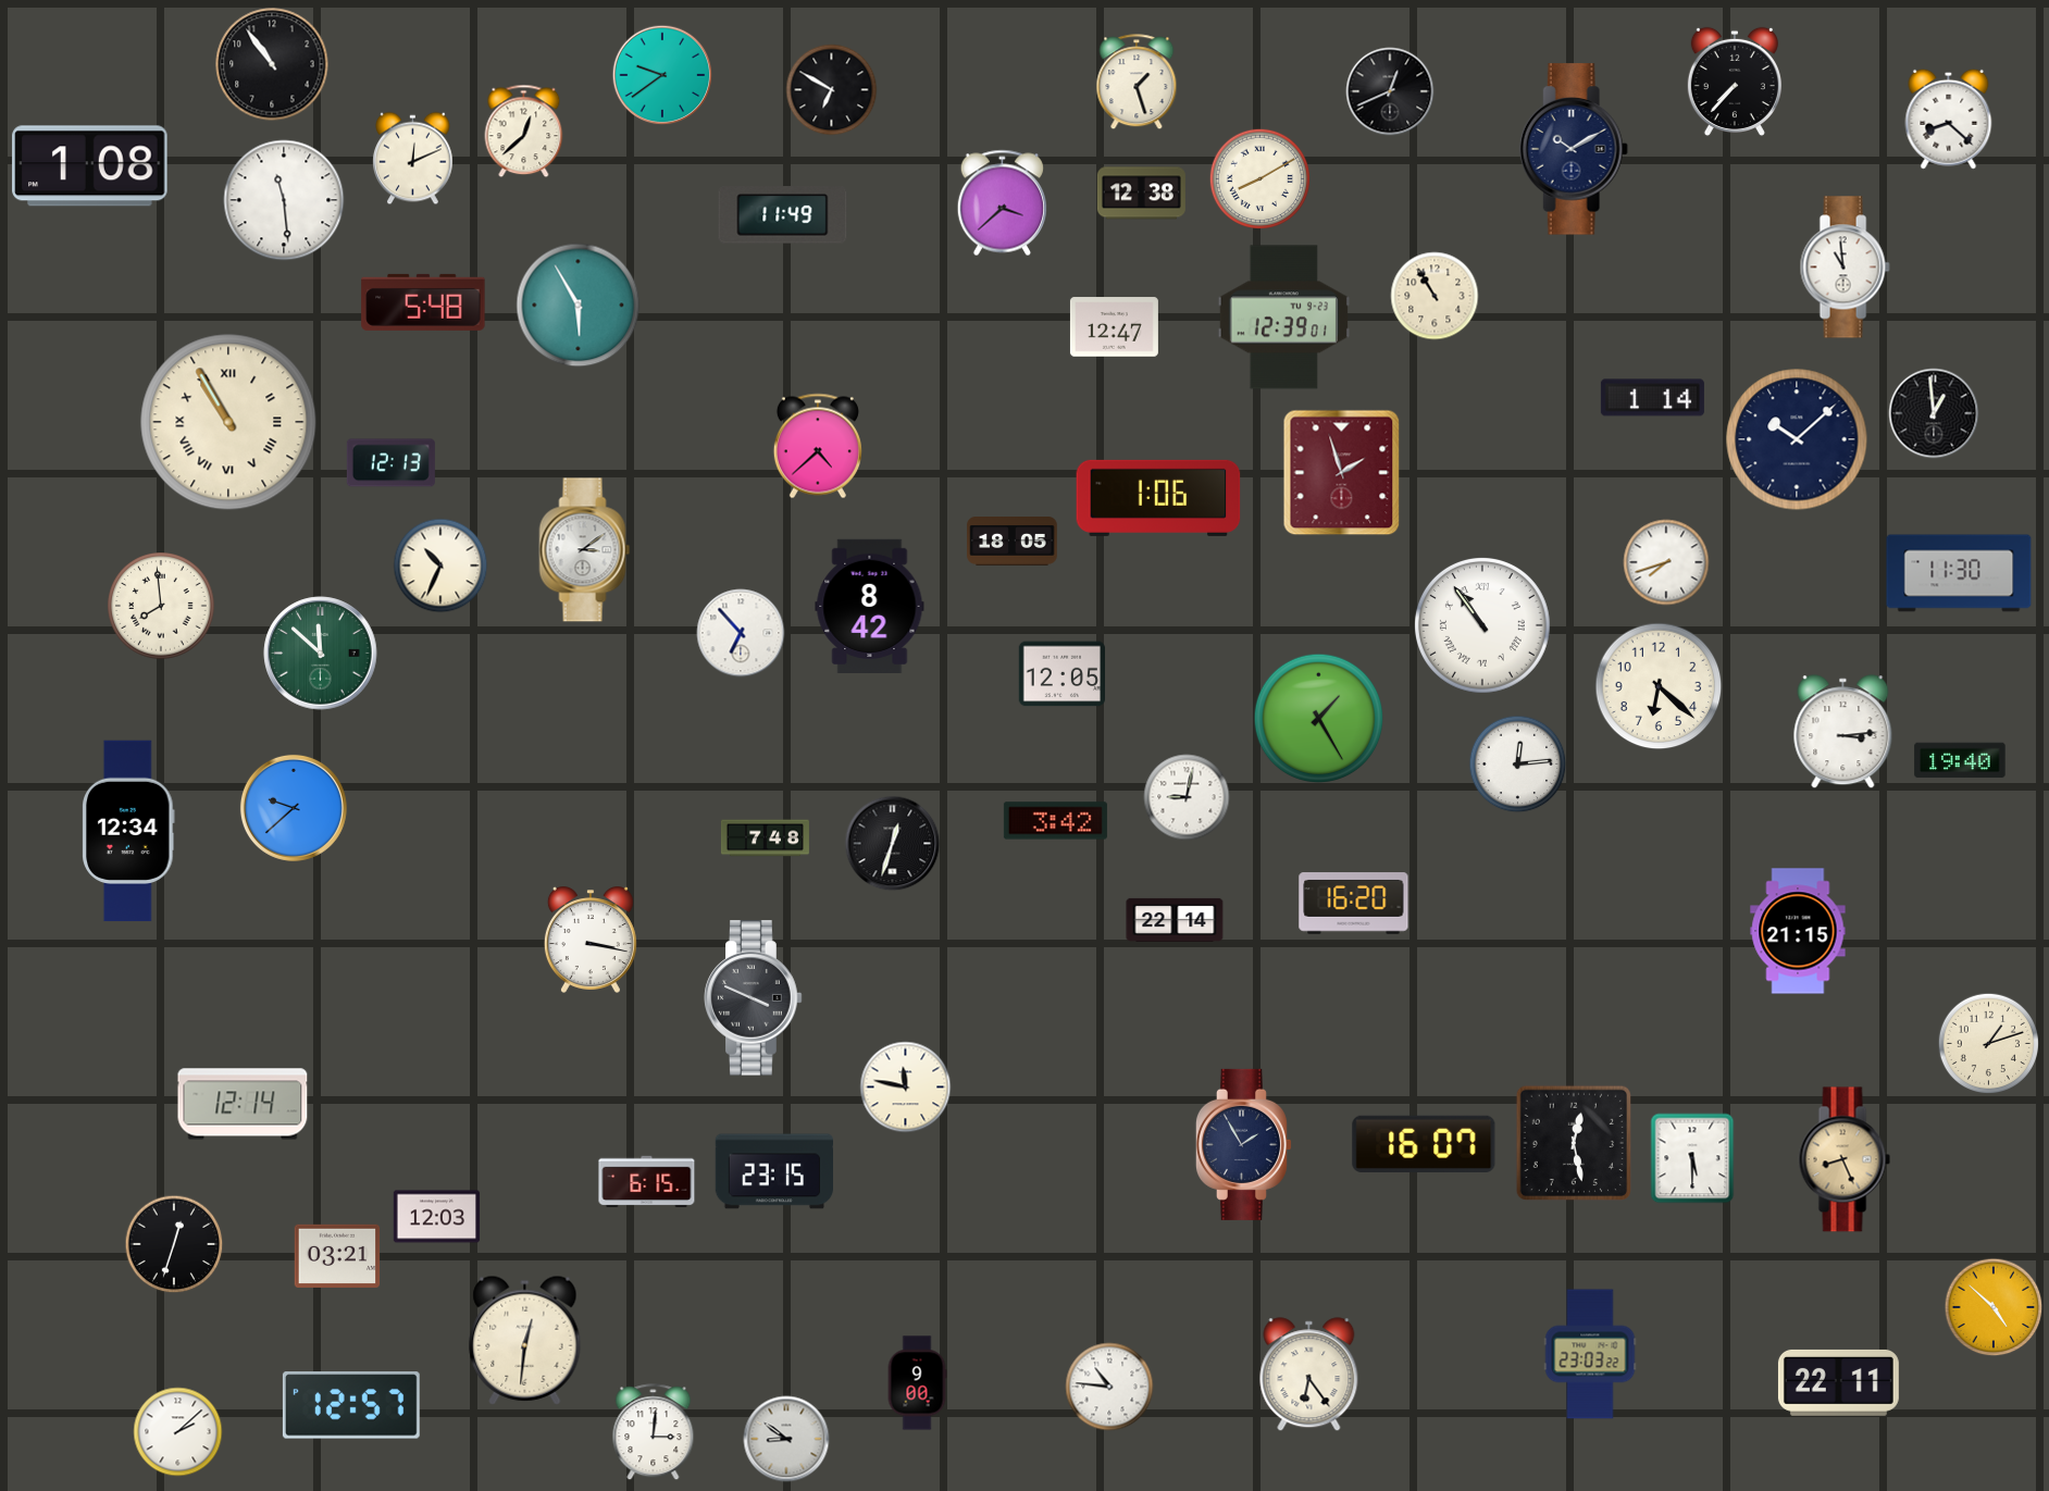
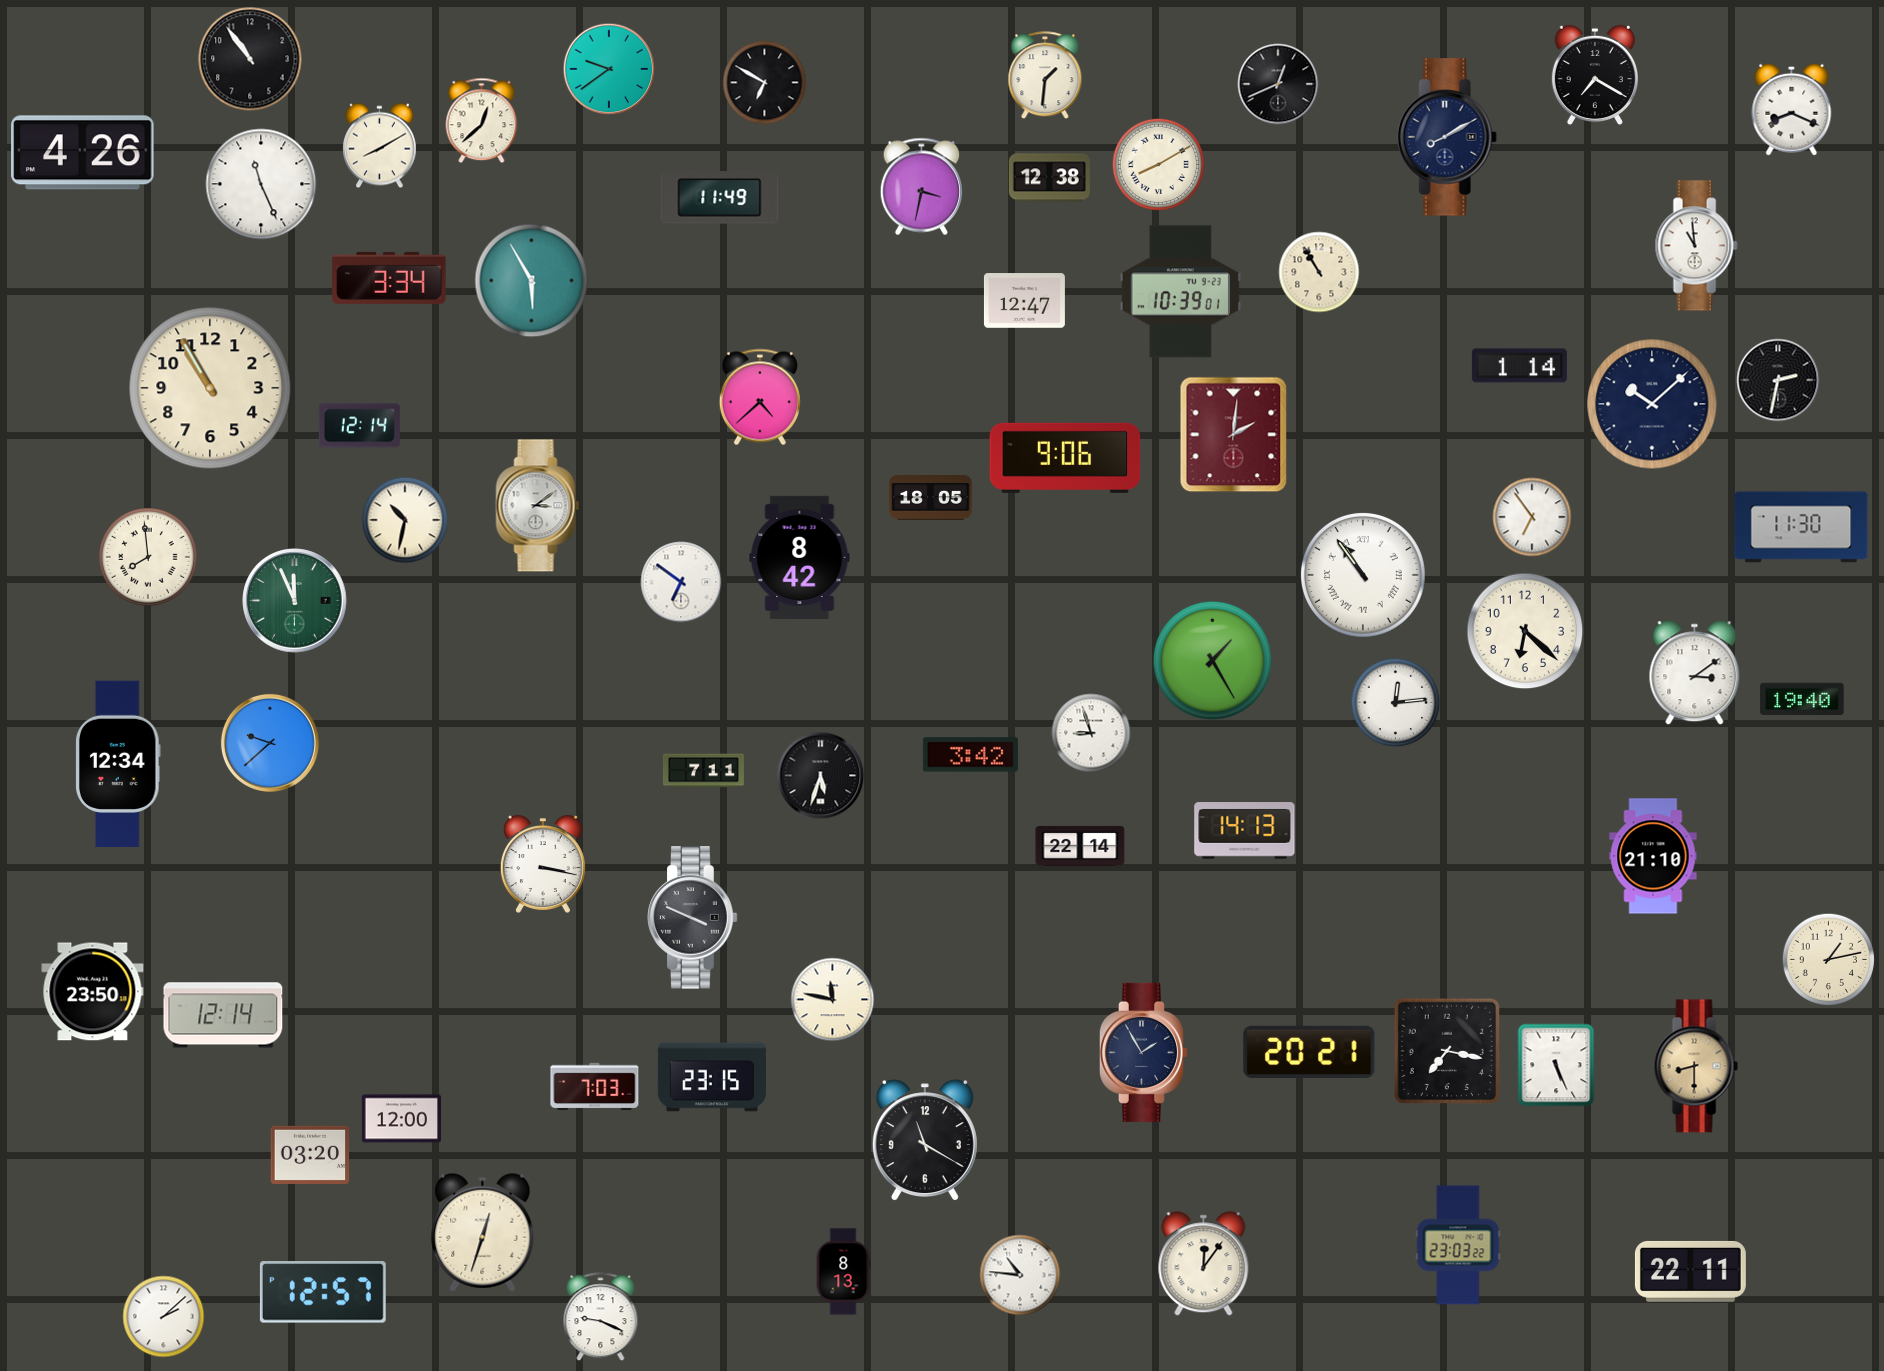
clock at (1735, 82): 7:37 -> 7:20
clock at (1137, 83): 1:27 -> 1:31
clock at (1949, 119): 8:22 -> 8:19
clock at (1574, 149): 10:10 -> 8:10
clock at (413, 159): 12:11 -> 8:10
clock at (90, 166): 1:08 -> 4:26
clock at (284, 200): 11:29 -> 11:26
clock at (1002, 203): 3:38 -> 3:32
clock at (423, 302): 5:48 -> 3:34
clock at (1283, 318): 12:39 -> 10:39
clock at (1934, 413): 12:59 -> 2:32
clock at (228, 422) numerals: Roman -> Arabic
clock at (818, 446) position: (818, 446) -> (760, 397)
clock at (390, 463): 12:13 -> 12:14
clock at (1342, 473): 1:57 -> 2:01
clock at (1158, 498): 1:06 -> 9:06
clock at (1666, 562): 7:42 -> 6:54
clock at (440, 566): 10:34 -> 10:32
clock at (741, 633): 6:53 -> 6:51
clock at (321, 654): 11:52 -> 11:56
clock at (1061, 674): 12:05 -> none
clock at (1843, 732): 3:14 -> 3:09
clock at (1187, 797): 9:02 -> 8:57
clock at (765, 838): 7:48 -> 7:11
clock at (893, 844): 12:33 -> 5:33
clock at (1354, 904): 16:20 -> 14:13
clock at (1798, 931): 21:15 -> 21:10
clock at (1988, 1043): 1:12 -> 1:13
clock at (93, 992): none -> 23:50
clock at (1573, 1142): 12:28 -> 7:17
clock at (1424, 1144): 16:07 -> 20:21
clock at (1692, 1158): 5:30 -> 5:26
clock at (1845, 1159): 8:26 -> 8:30
clock at (647, 1182): 6:15 -> 7:03
clock at (437, 1217): 12:03 -> 12:00
clock at (925, 1140): none -> 11:20
clock at (174, 1244): 12:33 -> none
clock at (337, 1255): 03:21 -> 03:20
clock at (1994, 1307): 4:52 -> none
clock at (525, 1340): 12:31 -> 12:33
clock at (1590, 1354) position: (1590, 1354) -> (1458, 1245)
clock at (1309, 1375): 6:24 -> 12:06
clock at (917, 1383): 9:00 -> 8:13
clock at (654, 1432): 3:01 -> 9:19
clock at (786, 1439): 8:51 -> none
